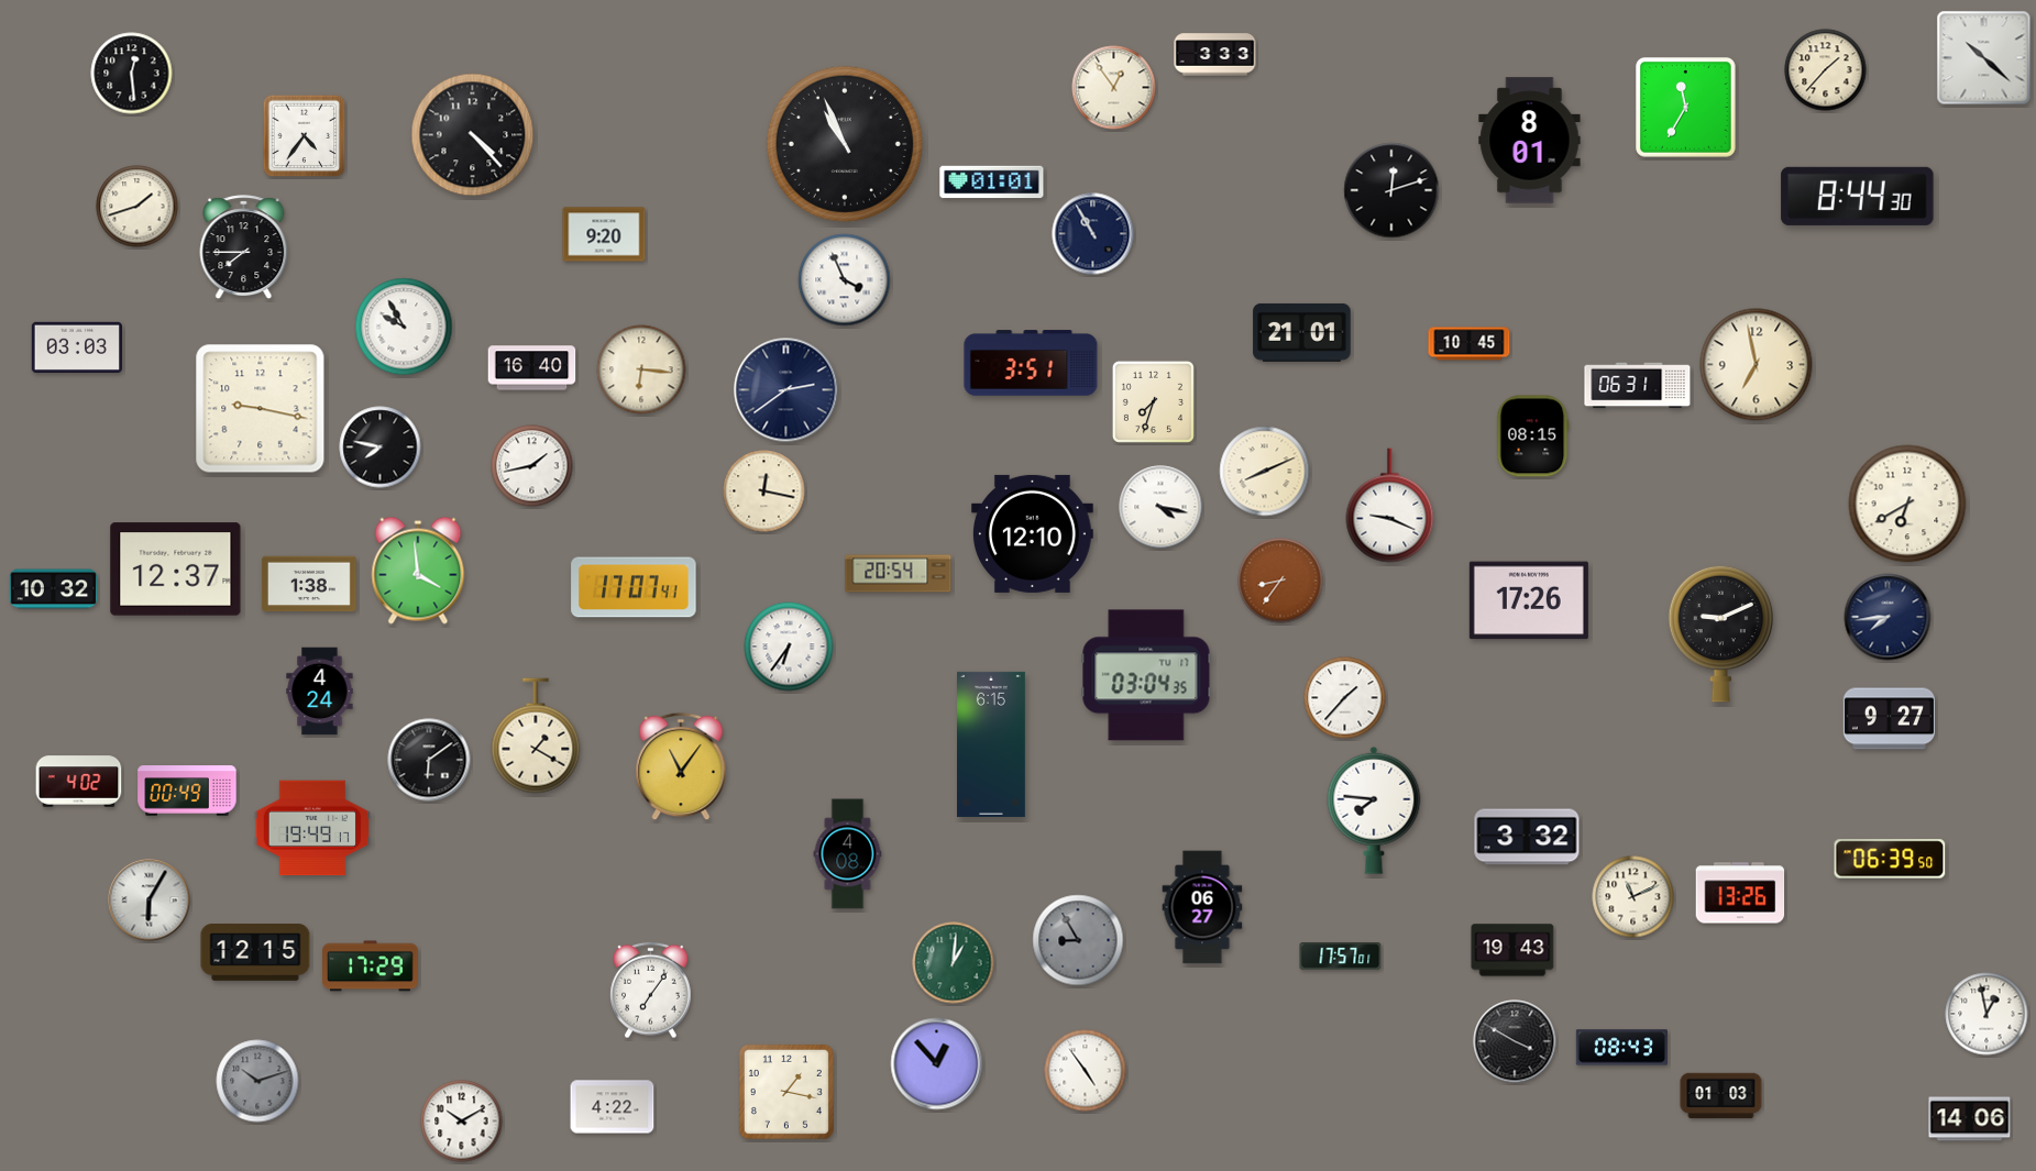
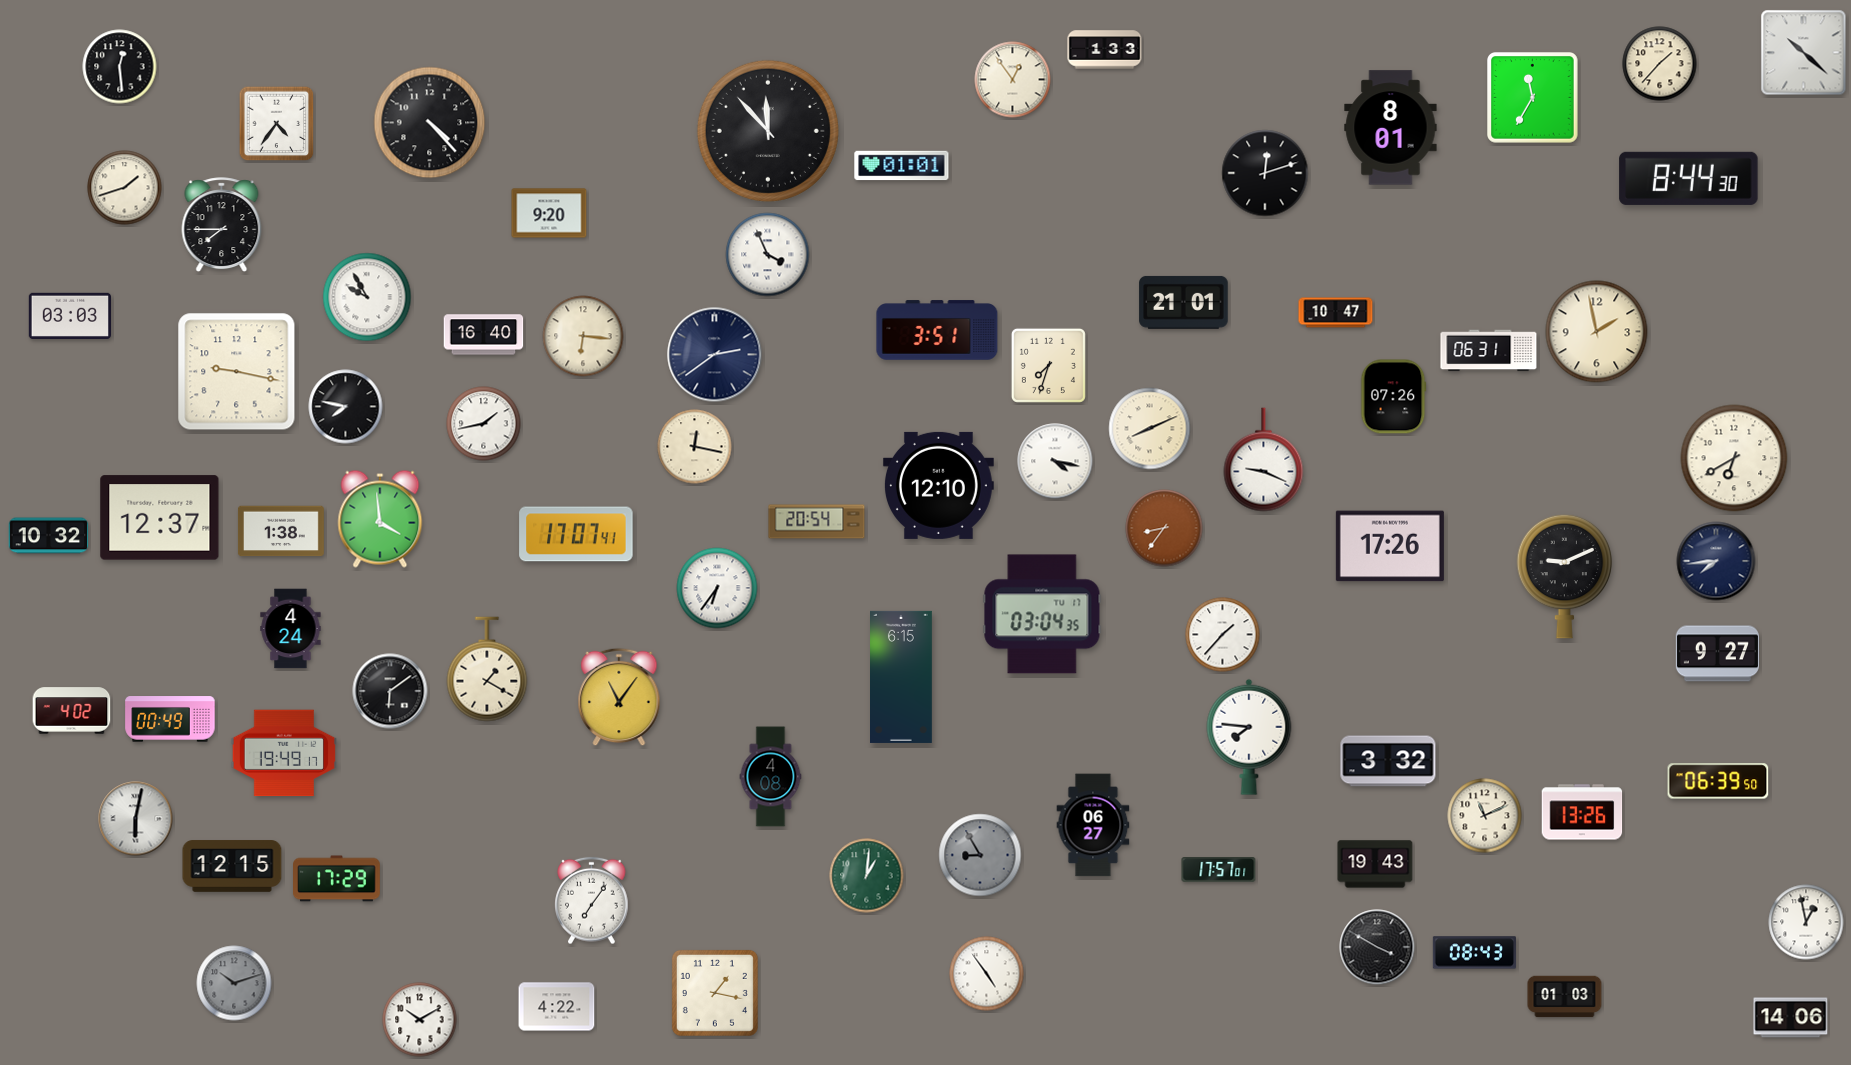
clock at (1215, 55): 3:33 -> 1:33
clock at (845, 144): 10:56 -> 11:53
clock at (1093, 234): 10:55 -> none
clock at (1470, 344): 10:45 -> 10:47
clock at (1757, 365): 6:58 -> 1:58
clock at (1533, 437): 08:15 -> 07:26
clock at (150, 901): 6:05 -> 6:02
clock at (937, 1064): 12:53 -> none
